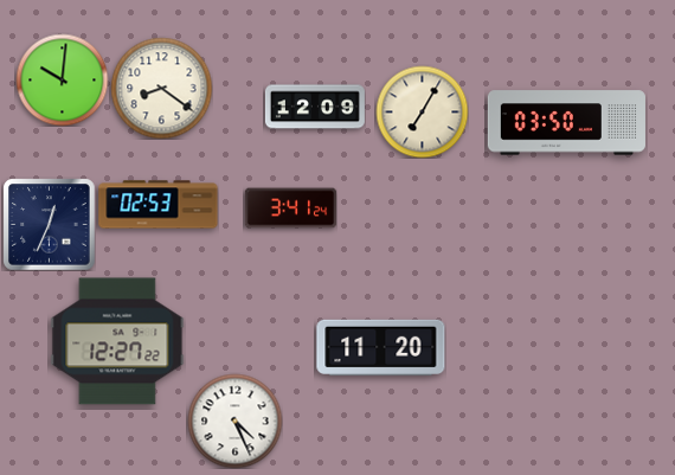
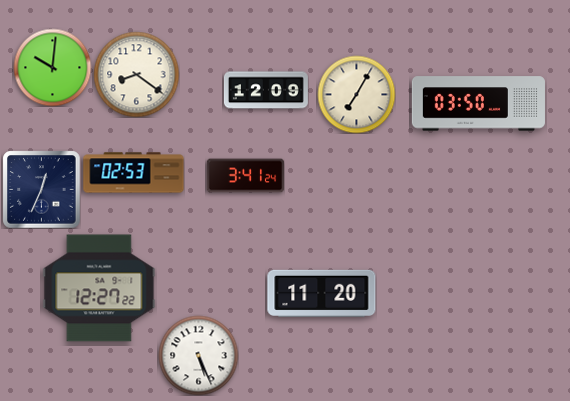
clock at (234, 421): 4:26 -> 5:26
